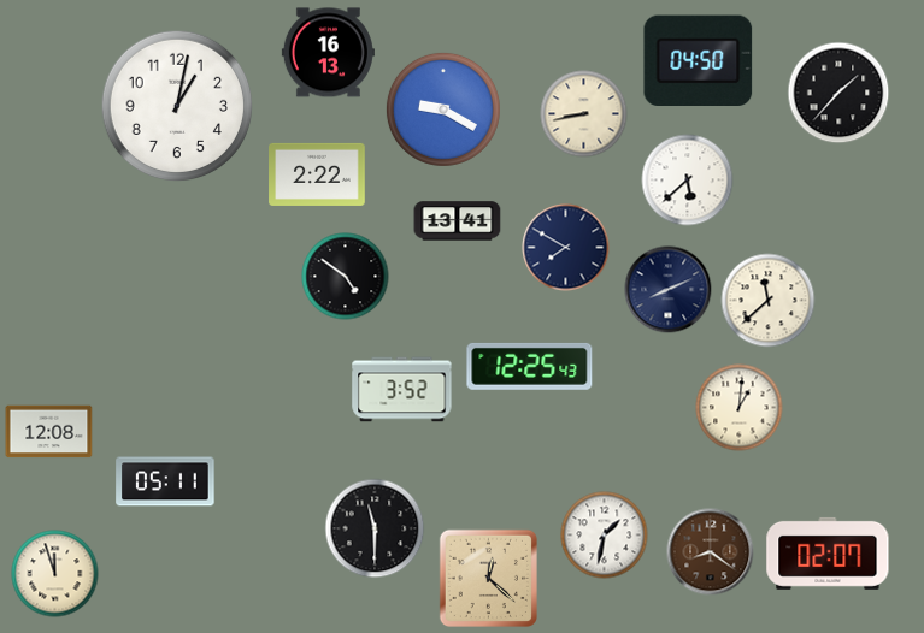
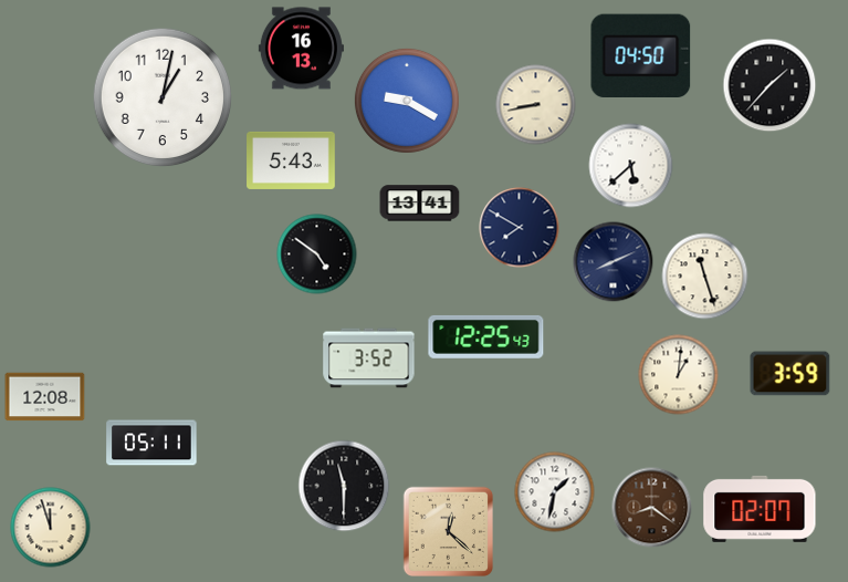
clock at (317, 174): 2:22 -> 5:43
clock at (669, 290) position: (669, 290) -> (614, 262)
clock at (769, 301): 11:38 -> 11:27
clock at (791, 374): none -> 3:59
